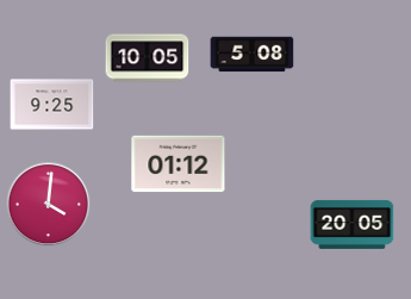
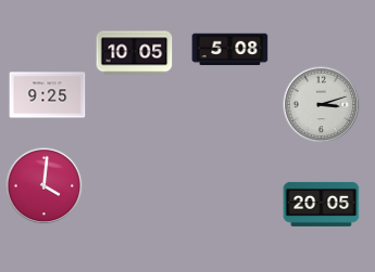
clock at (322, 105): none -> 3:12
clock at (179, 164): 01:12 -> none
